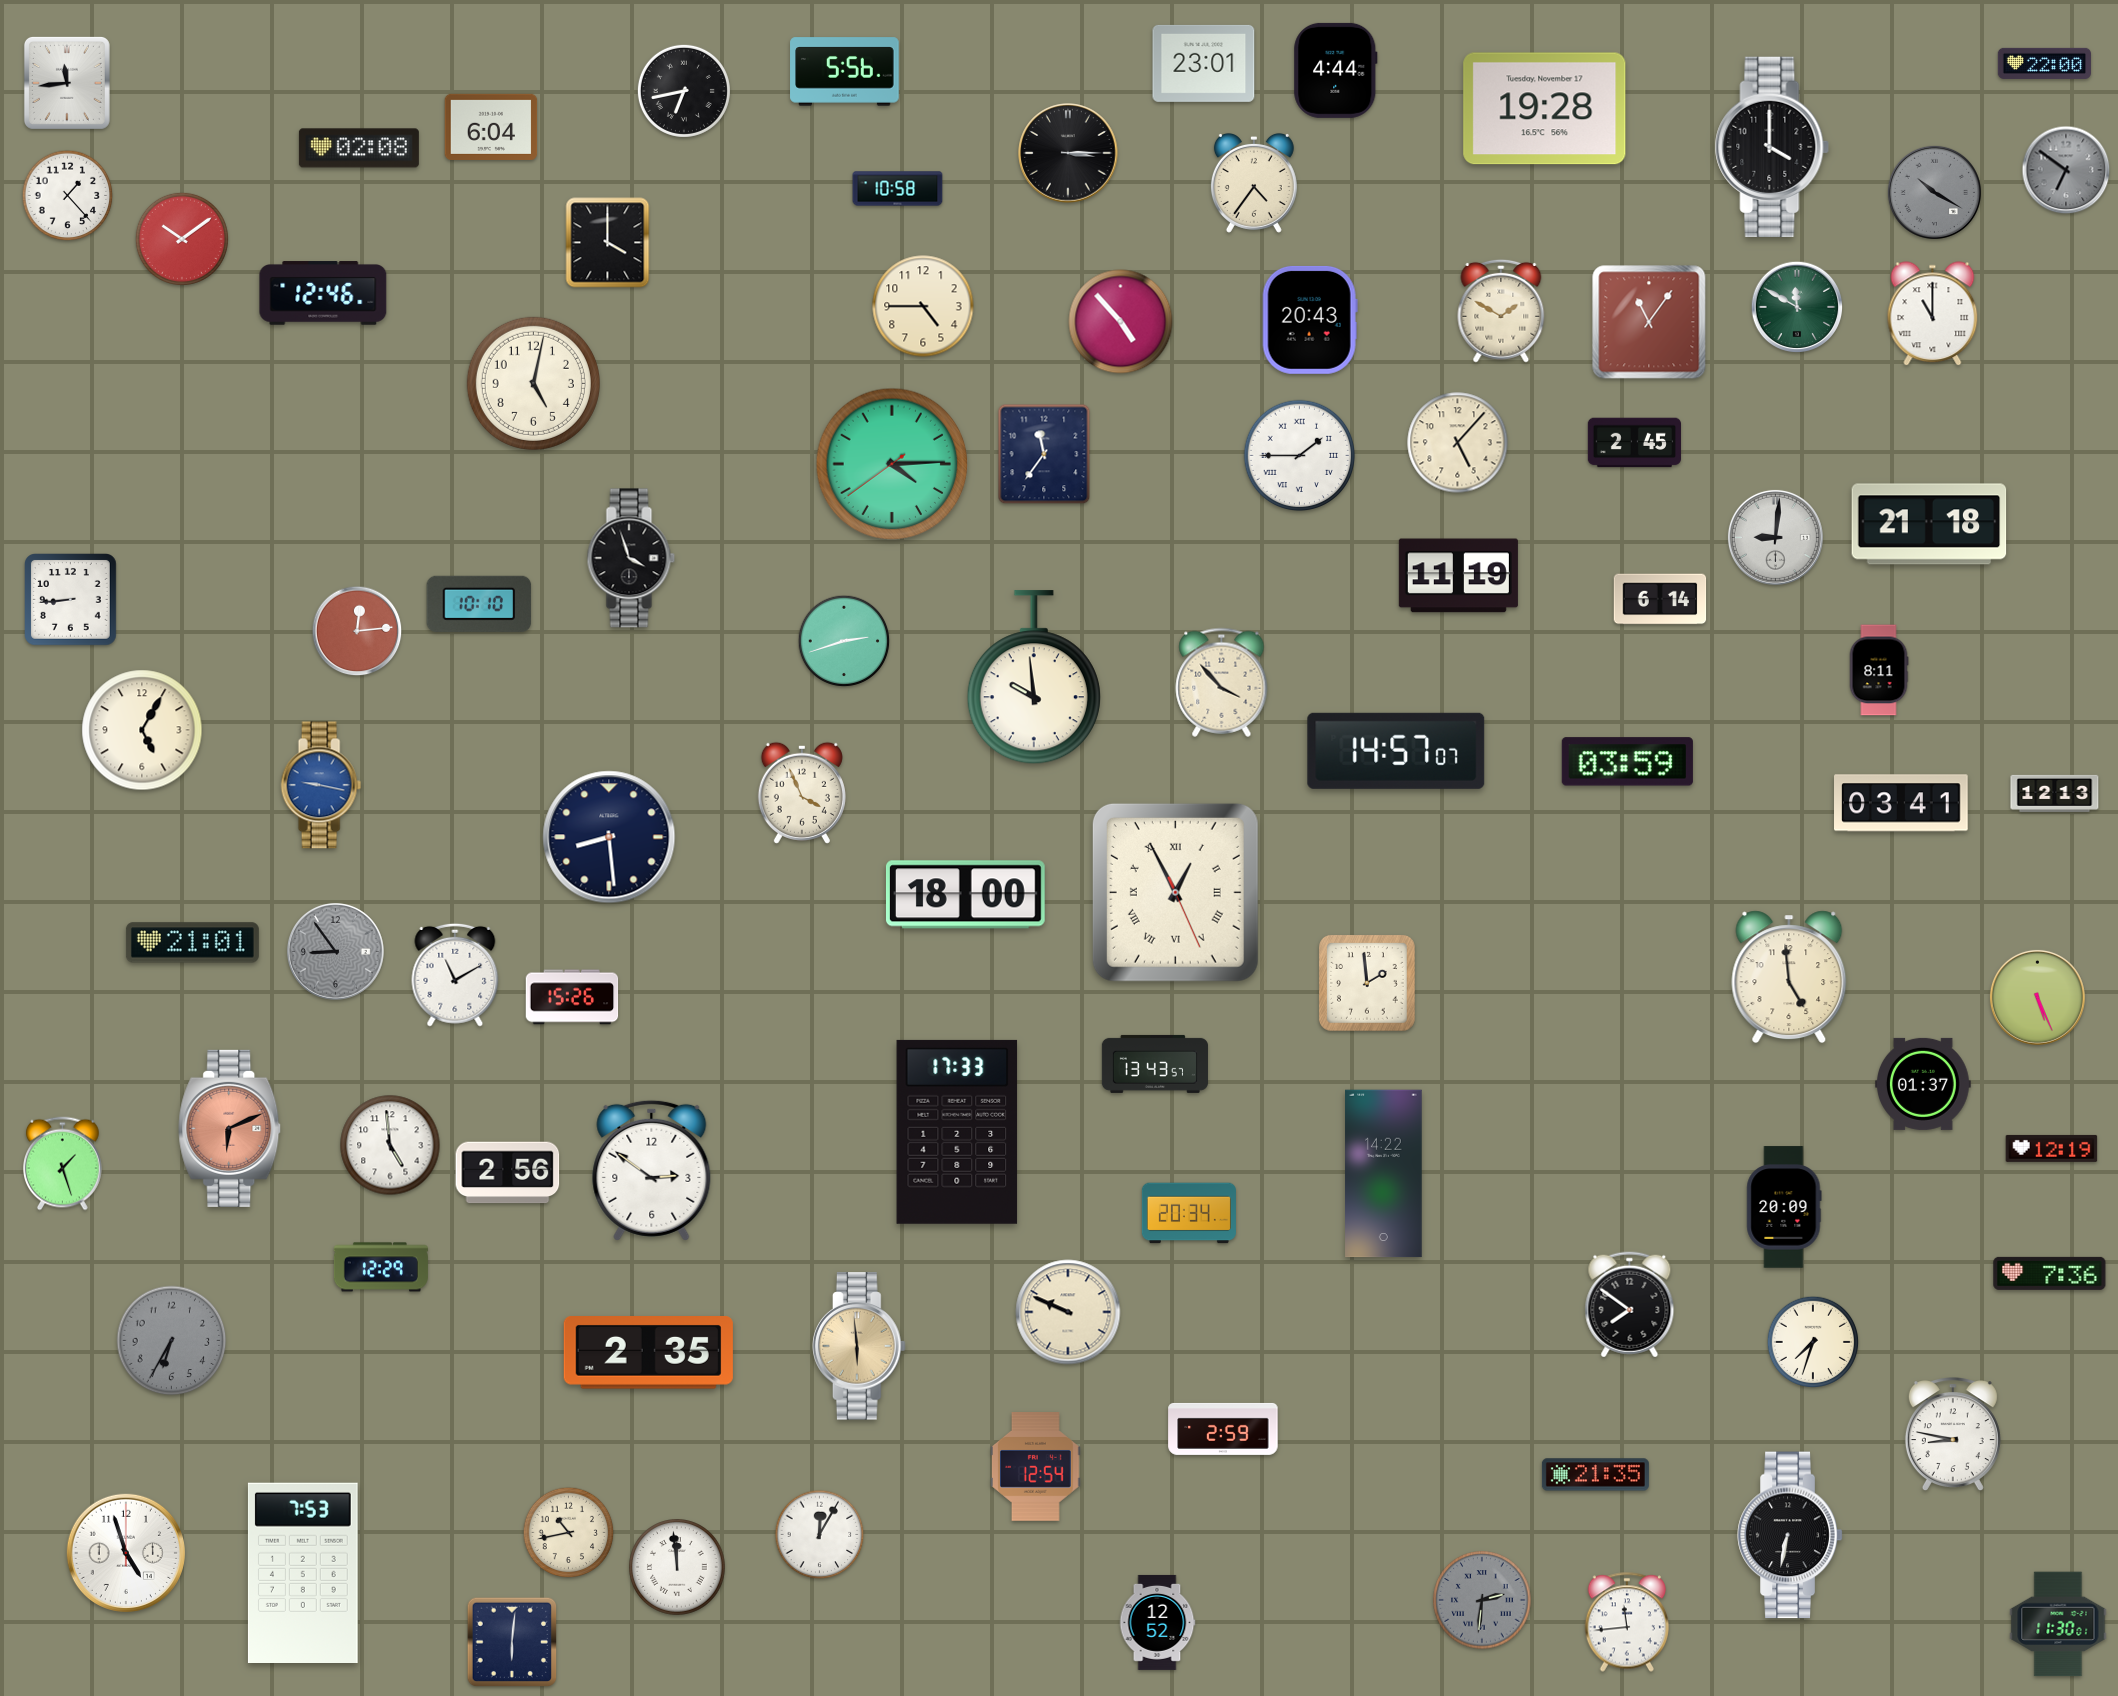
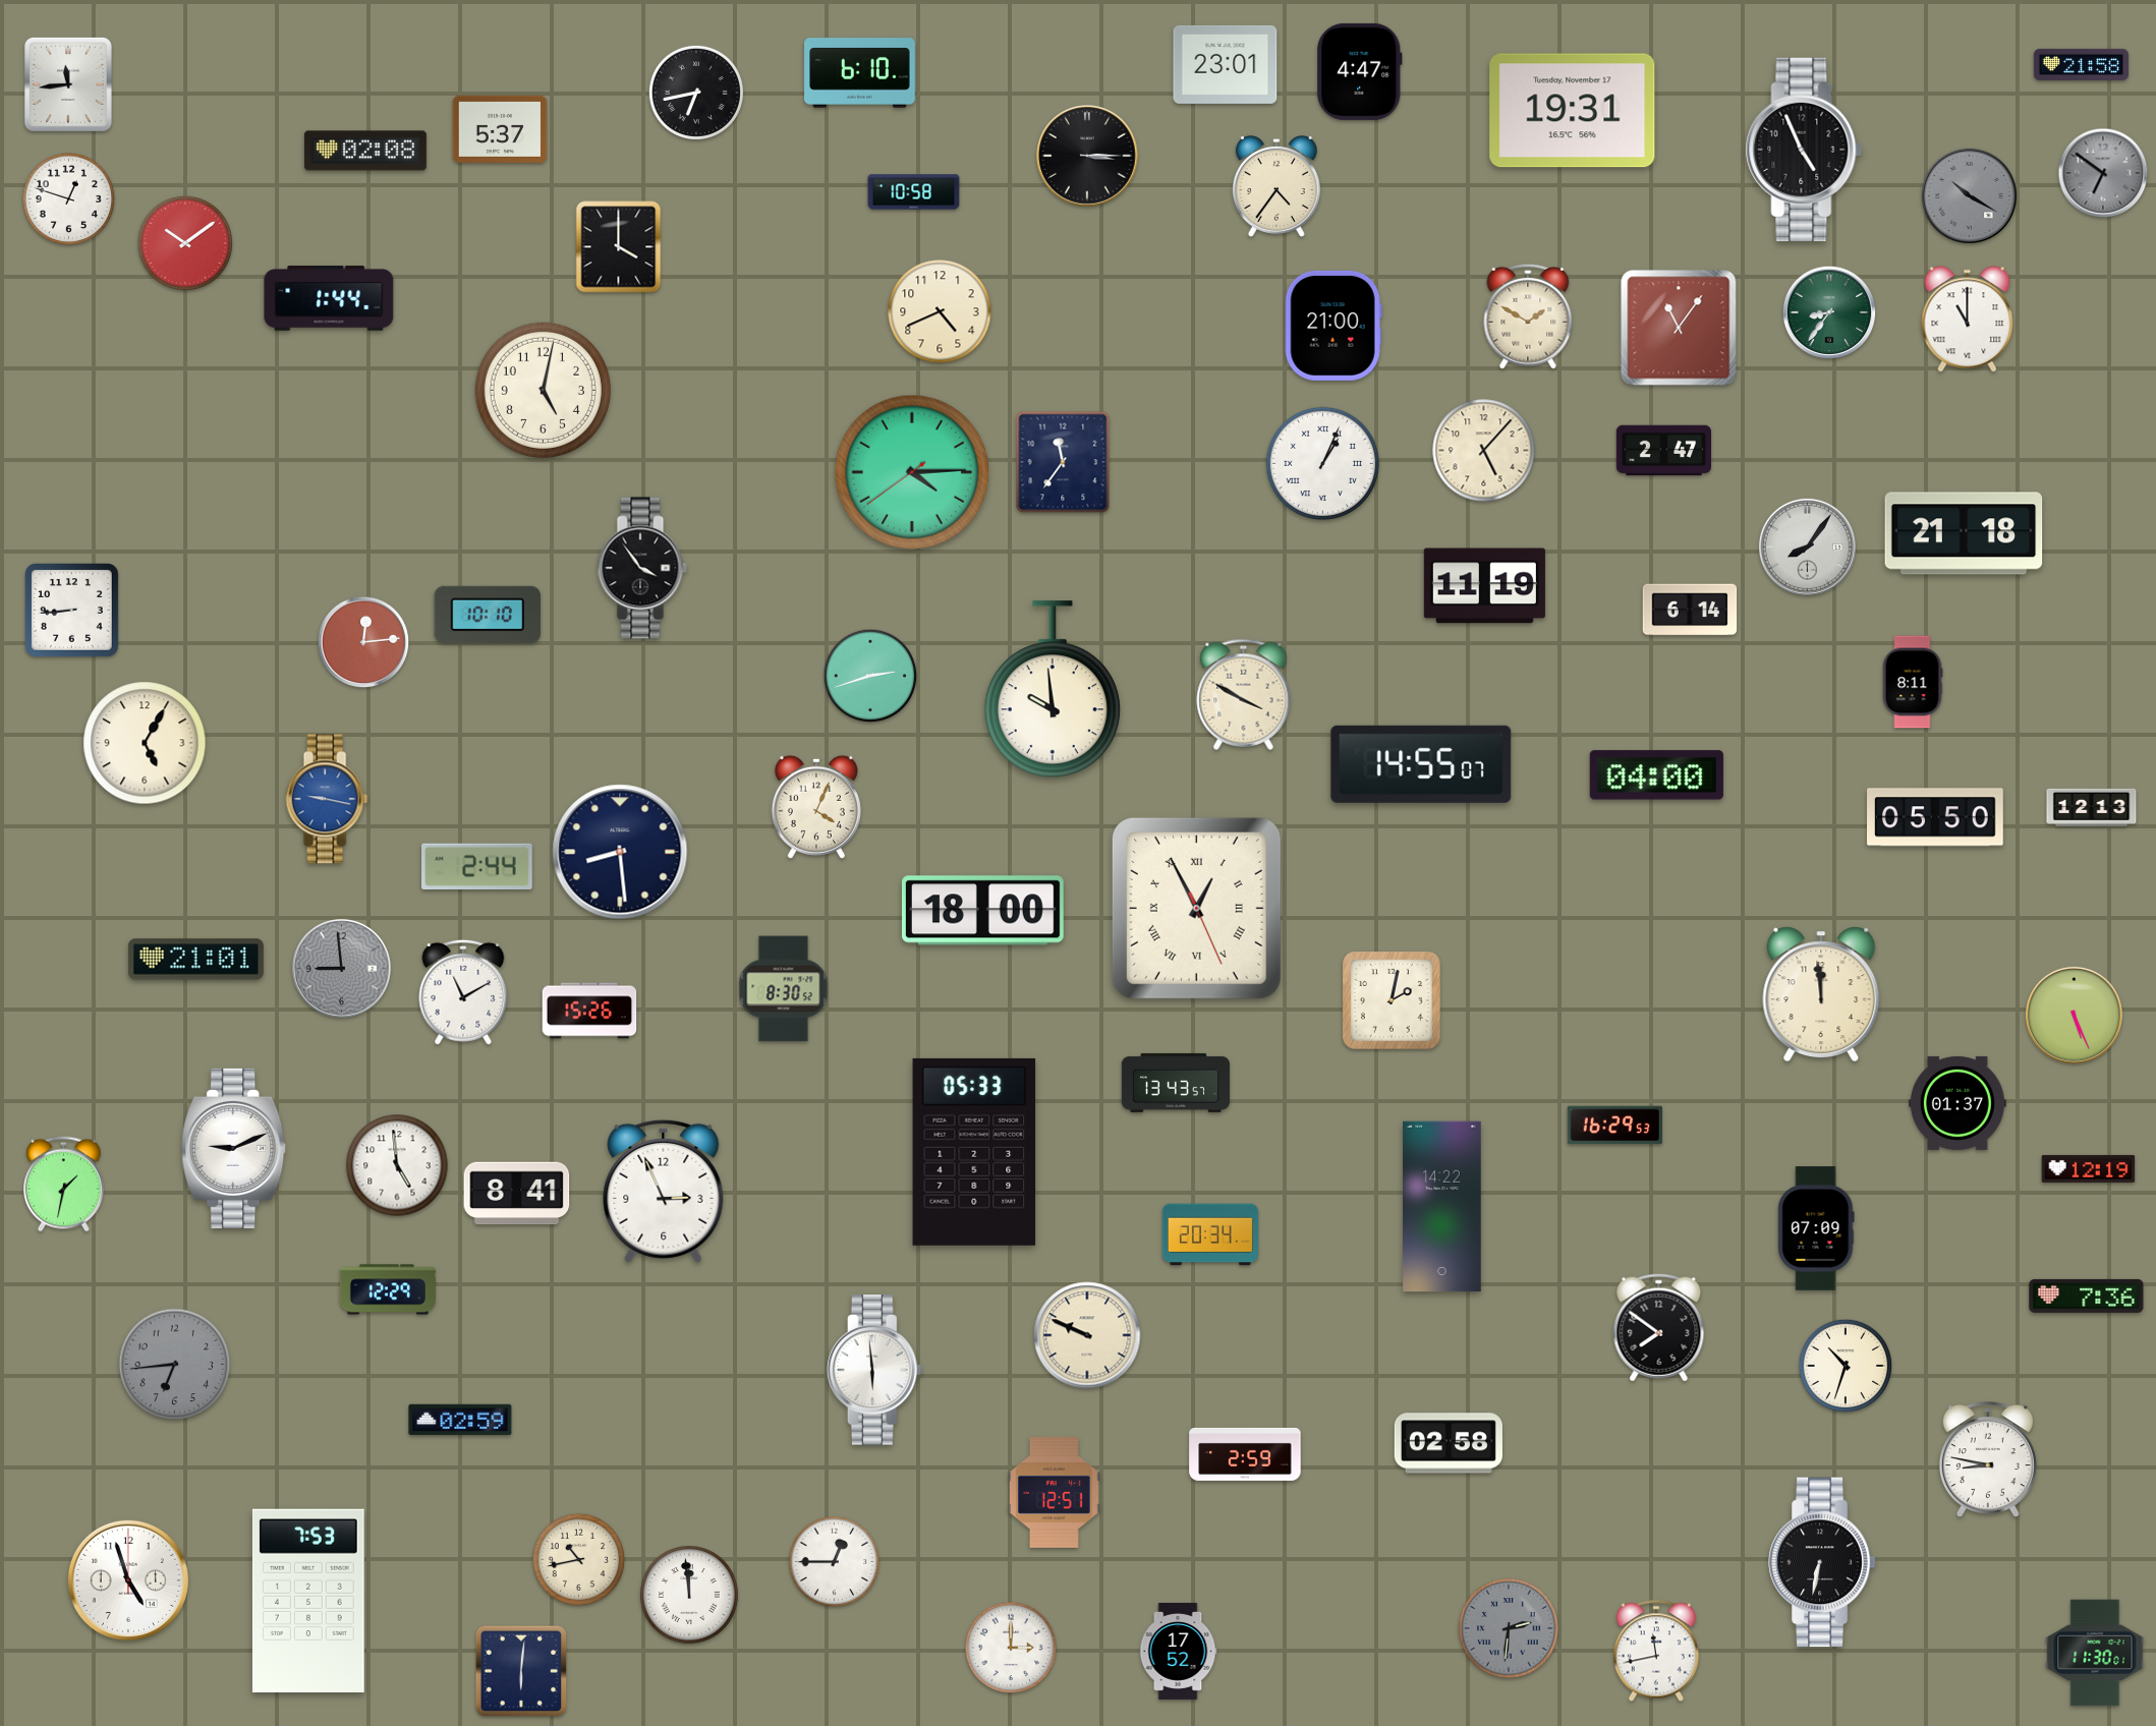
clock at (2044, 63): 22:00 -> 21:58
clock at (1336, 70): 4:44 -> 4:47
clock at (845, 72): 5:56 -> 6:10
clock at (1545, 109): 19:28 -> 19:31
clock at (491, 127): 6:04 -> 5:37
clock at (1772, 146): 4:00 -> 4:56
clock at (68, 196): 1:23 -> 12:48
clock at (323, 293): 12:46 -> 1:44
clock at (923, 306): 4:45 -> 4:41
clock at (1797, 307): 11:50 -> 8:36
clock at (1310, 320): 20:43 -> 21:00
clock at (1121, 322): 4:53 -> none
clock at (1634, 443): 2:45 -> 2:47
clock at (1300, 456): 1:45 -> 1:04
clock at (892, 464) position: (892, 464) -> (912, 472)
clock at (1775, 537): 9:01 -> 8:06
clock at (631, 558): 3:57 -> 3:54
clock at (844, 641) position: (844, 641) -> (870, 676)
clock at (1222, 682): 3:53 -> 3:50
clock at (1396, 751): 14:57 -> 14:55
clock at (1627, 762): 03:59 -> 04:00
clock at (802, 793): 3:56 -> 4:04
clock at (1902, 803): 03:41 -> 05:50
clock at (477, 867): none -> 2:44
clock at (335, 951): 8:54 -> 8:59
clock at (784, 989): none -> 8:30
clock at (1789, 977): 4:59 -> 11:59
clock at (1367, 983): 1:59 -> 2:02
clock at (572, 997) position: (572, 997) -> (589, 1011)
clock at (1614, 1126): none -> 16:29
clock at (230, 1128): 6:11 -> 9:11
clock at (230, 1128) dial: salmon -> white
clock at (957, 1132): 17:33 -> 05:33
clock at (63, 1164): 1:27 -> 1:32
clock at (652, 1170): 2:51 -> 2:56
clock at (508, 1173): 2:56 -> 8:41
clock at (1384, 1174) position: (1384, 1174) -> (1442, 1207)
clock at (1784, 1207): 20:09 -> 07:09
clock at (172, 1341): 6:35 -> 6:44
clock at (1813, 1342): 7:33 -> 10:33
clock at (859, 1346) dial: champagne -> white
clock at (648, 1353): 2:35 -> none
clock at (460, 1420): none -> 02:59
clock at (1449, 1443): none -> 02:58
clock at (1036, 1467): 12:54 -> 12:51
clock at (1595, 1475): 21:35 -> none
clock at (820, 1535): 12:05 -> 12:45
clock at (1011, 1648): none -> 3:00
clock at (1157, 1622): 12:52 -> 17:52
clock at (1626, 1622): 11:44 -> 11:43
